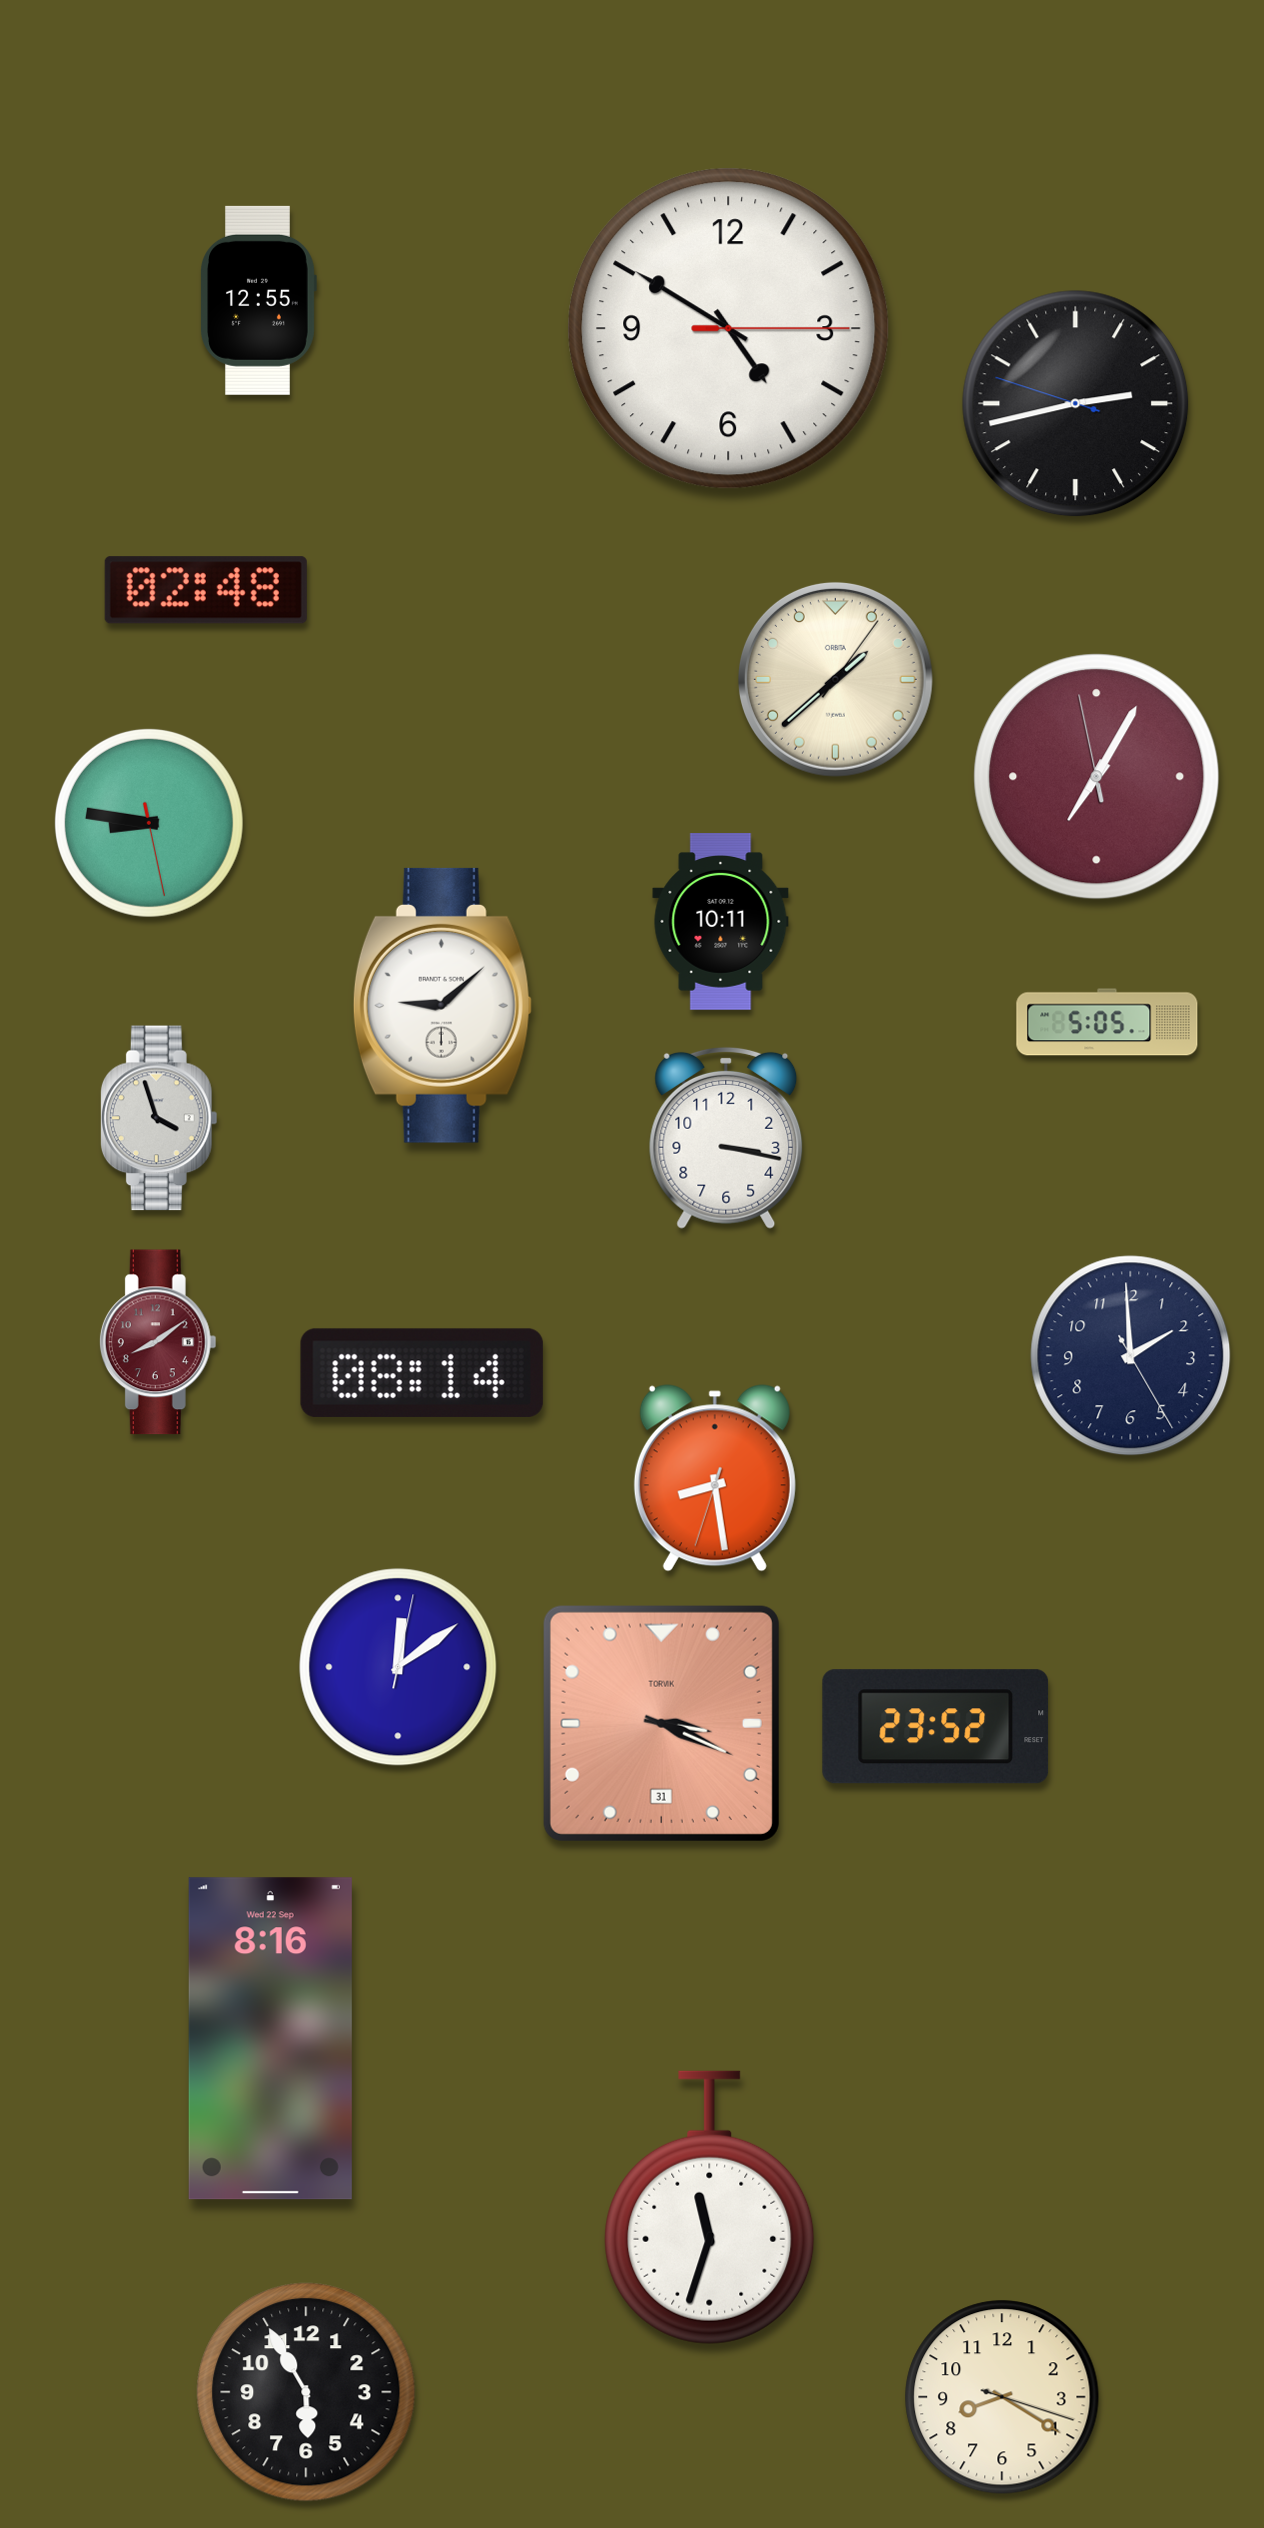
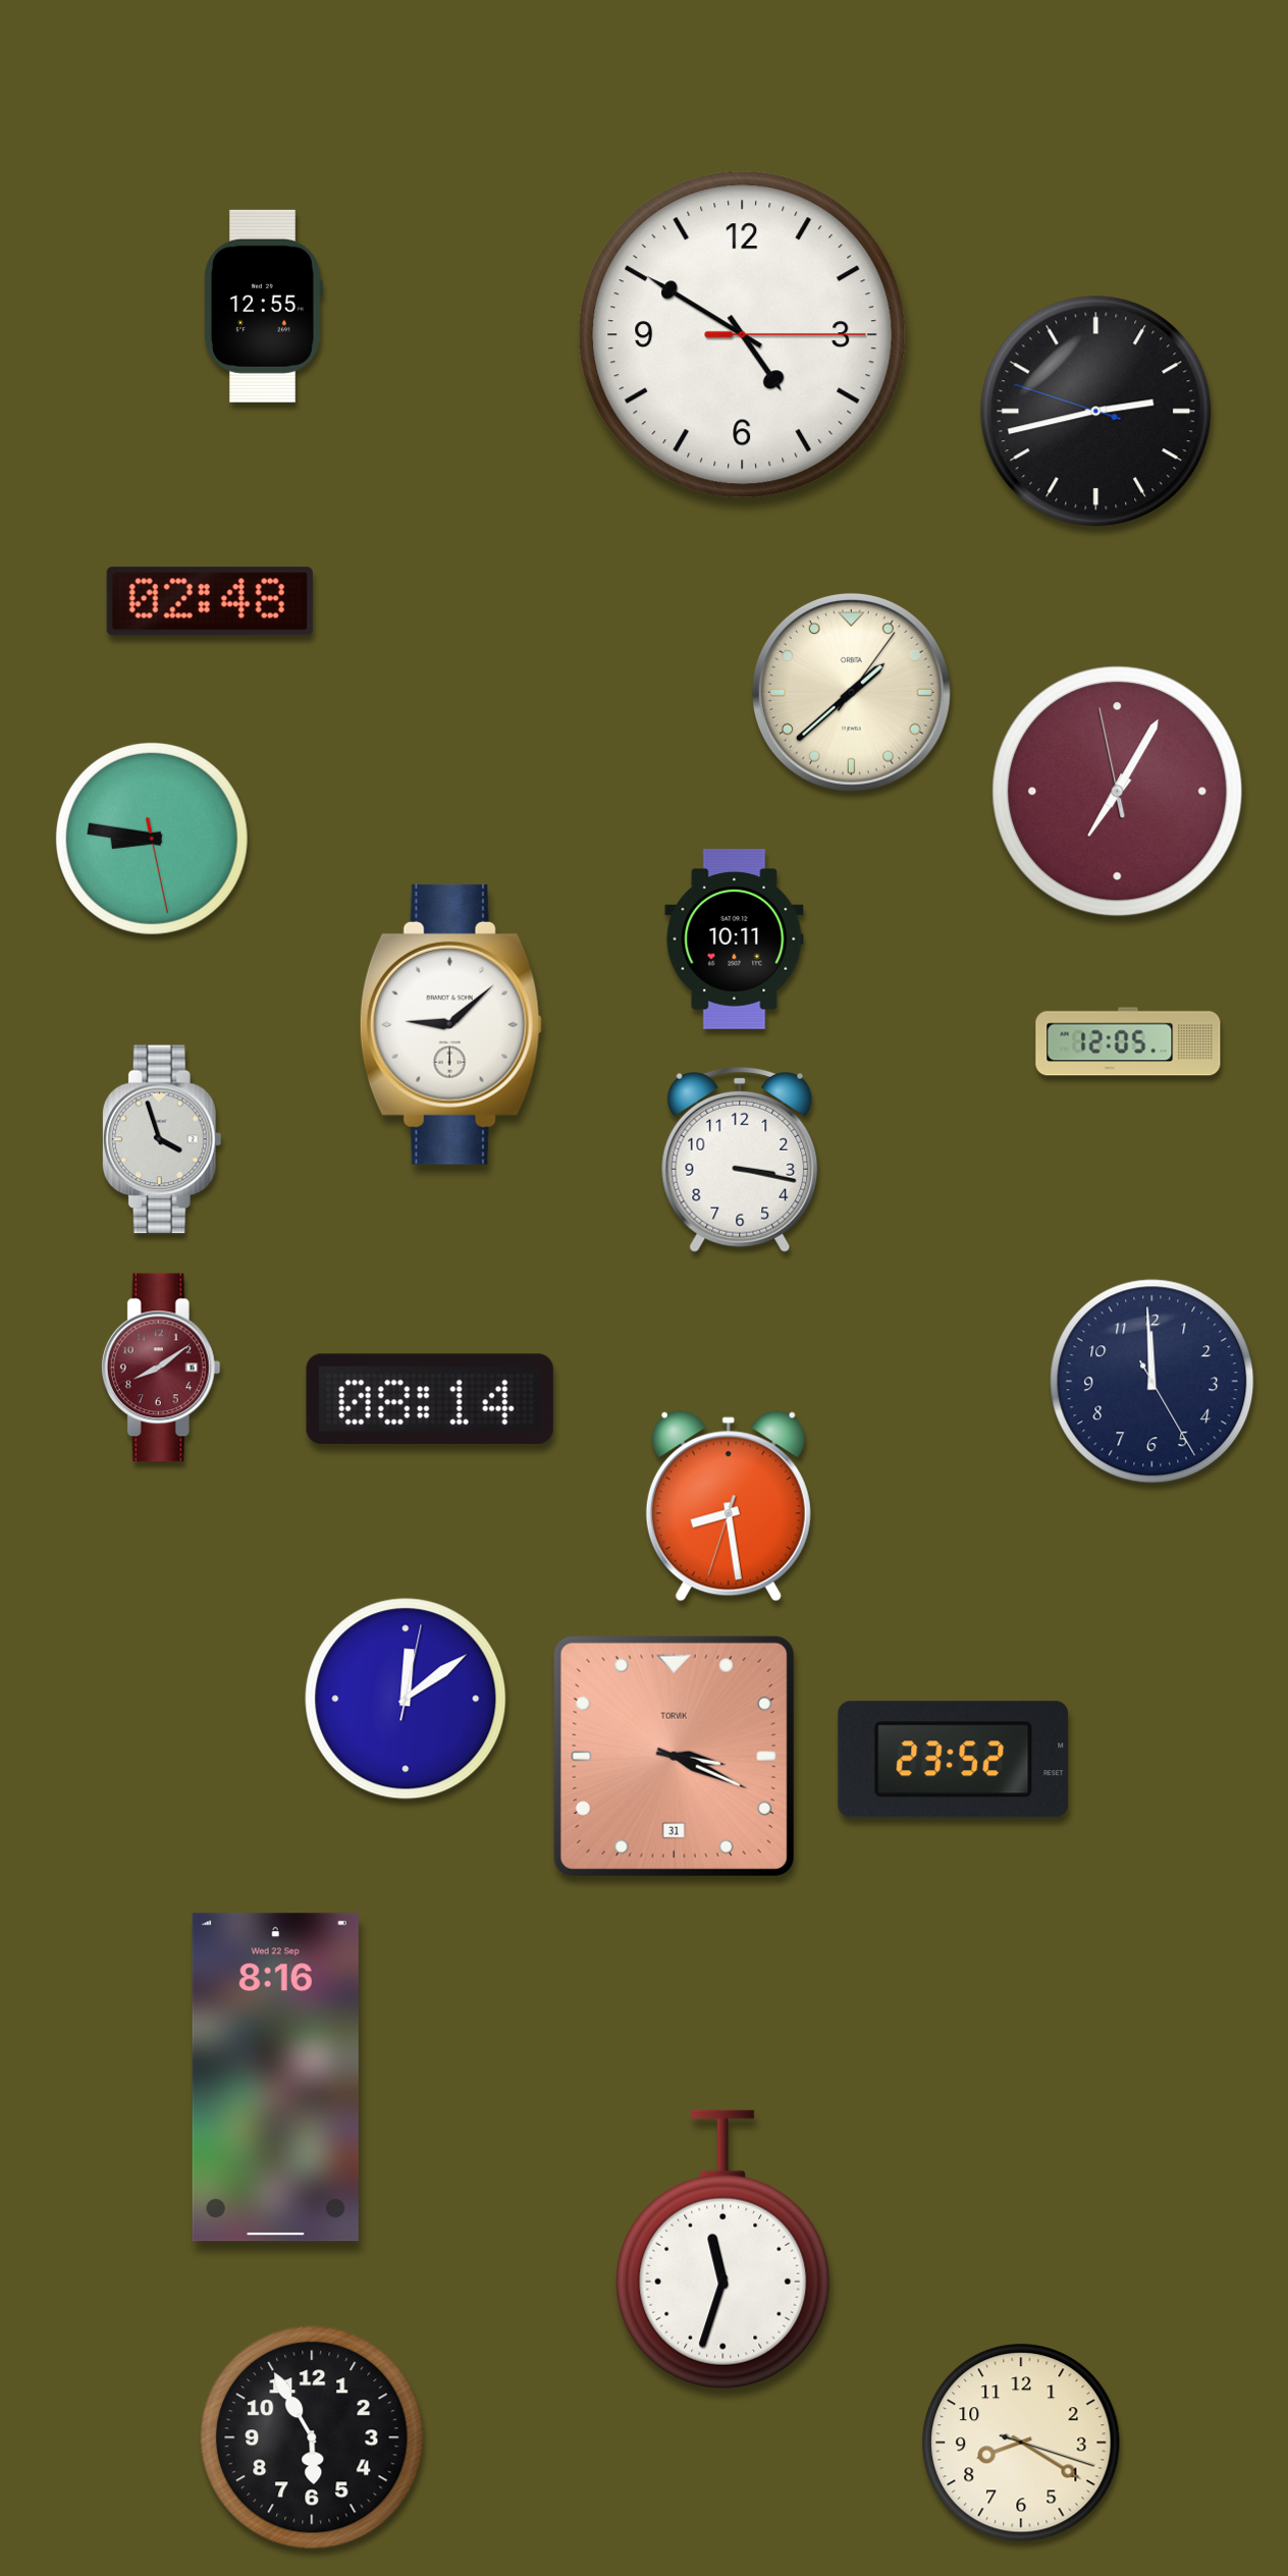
clock at (1107, 1022): 5:05 -> 12:05
clock at (1131, 1356): 1:59 -> 11:59
